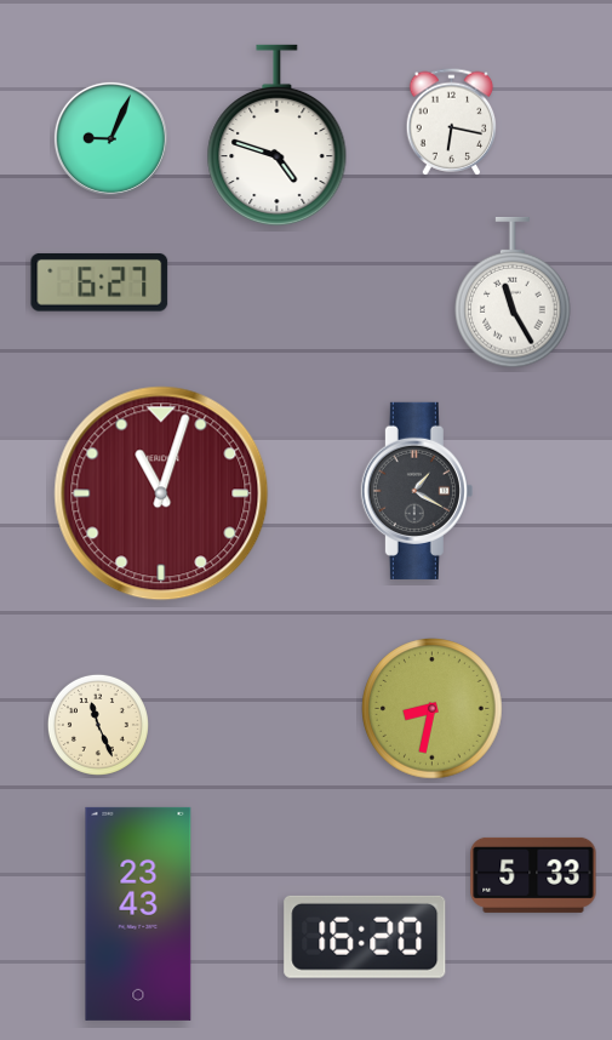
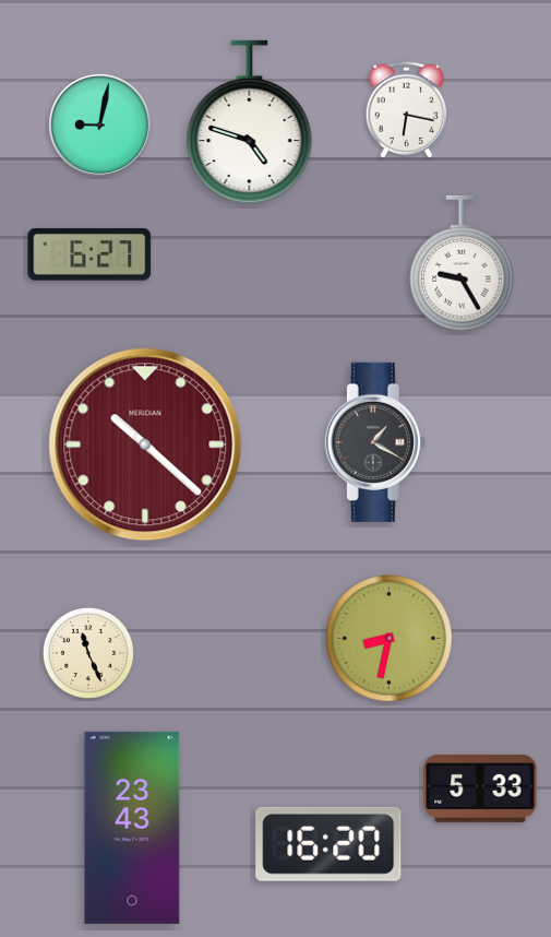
clock at (110, 138): 9:04 -> 9:02
clock at (513, 292): 11:25 -> 9:25
clock at (161, 493): 11:03 -> 10:22
clock at (138, 914) position: (138, 914) -> (132, 828)
